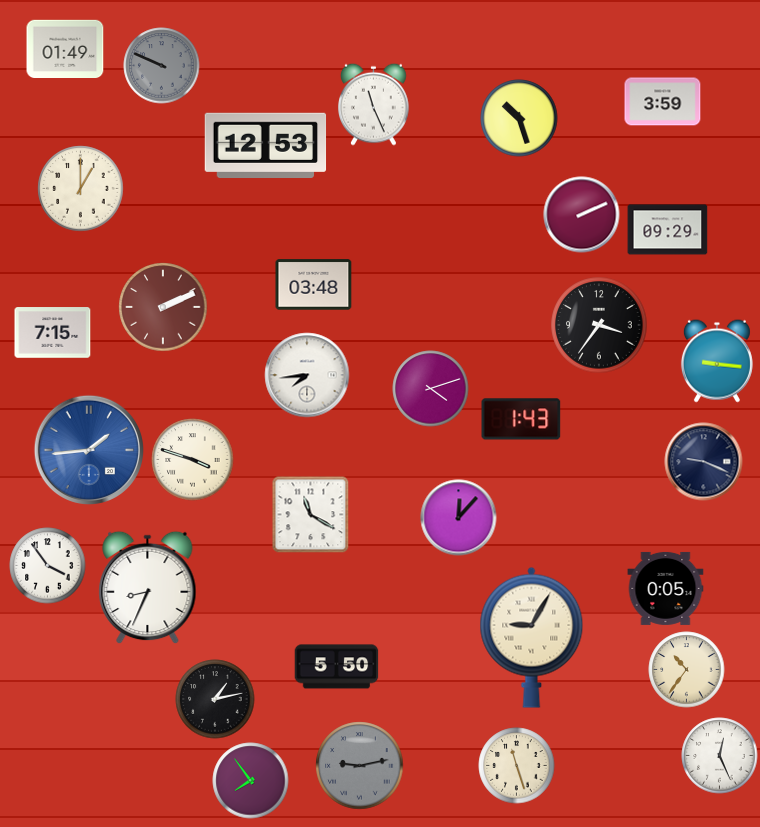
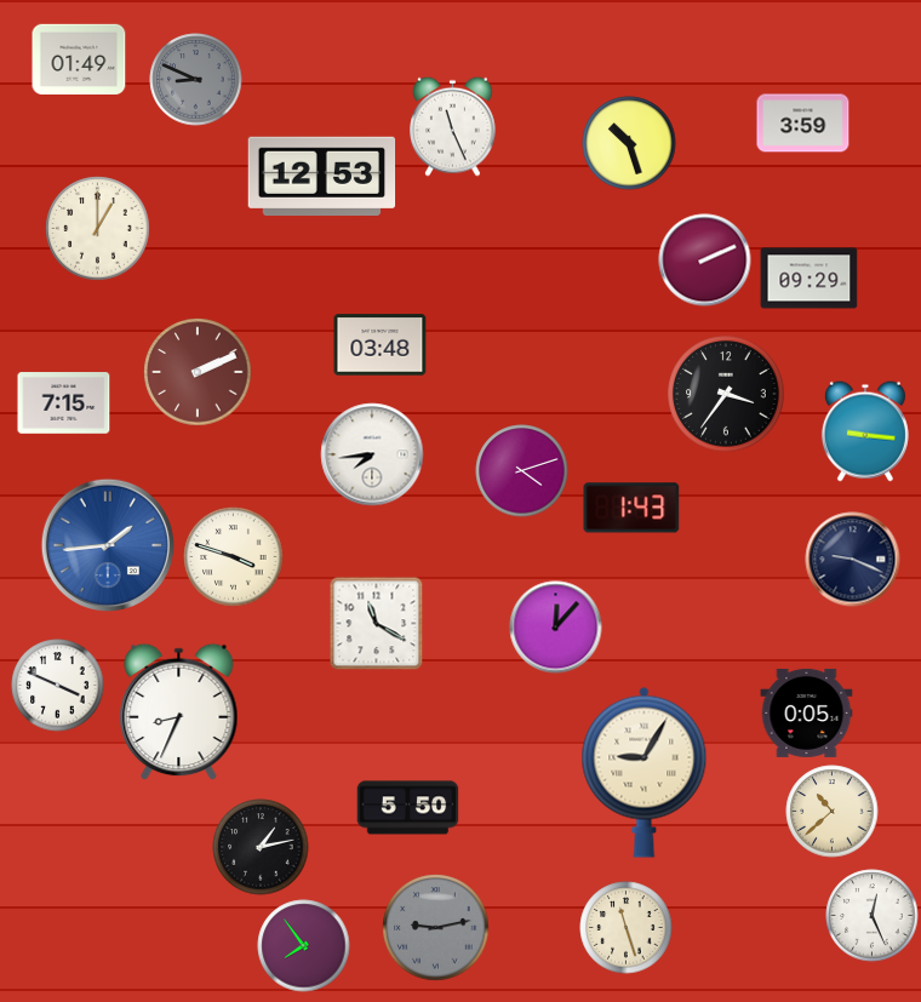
clock at (162, 66): 9:49 -> 8:49
clock at (717, 361) position: (717, 361) -> (865, 431)
clock at (48, 566): 3:54 -> 3:49
clock at (687, 670): 10:36 -> 10:38
